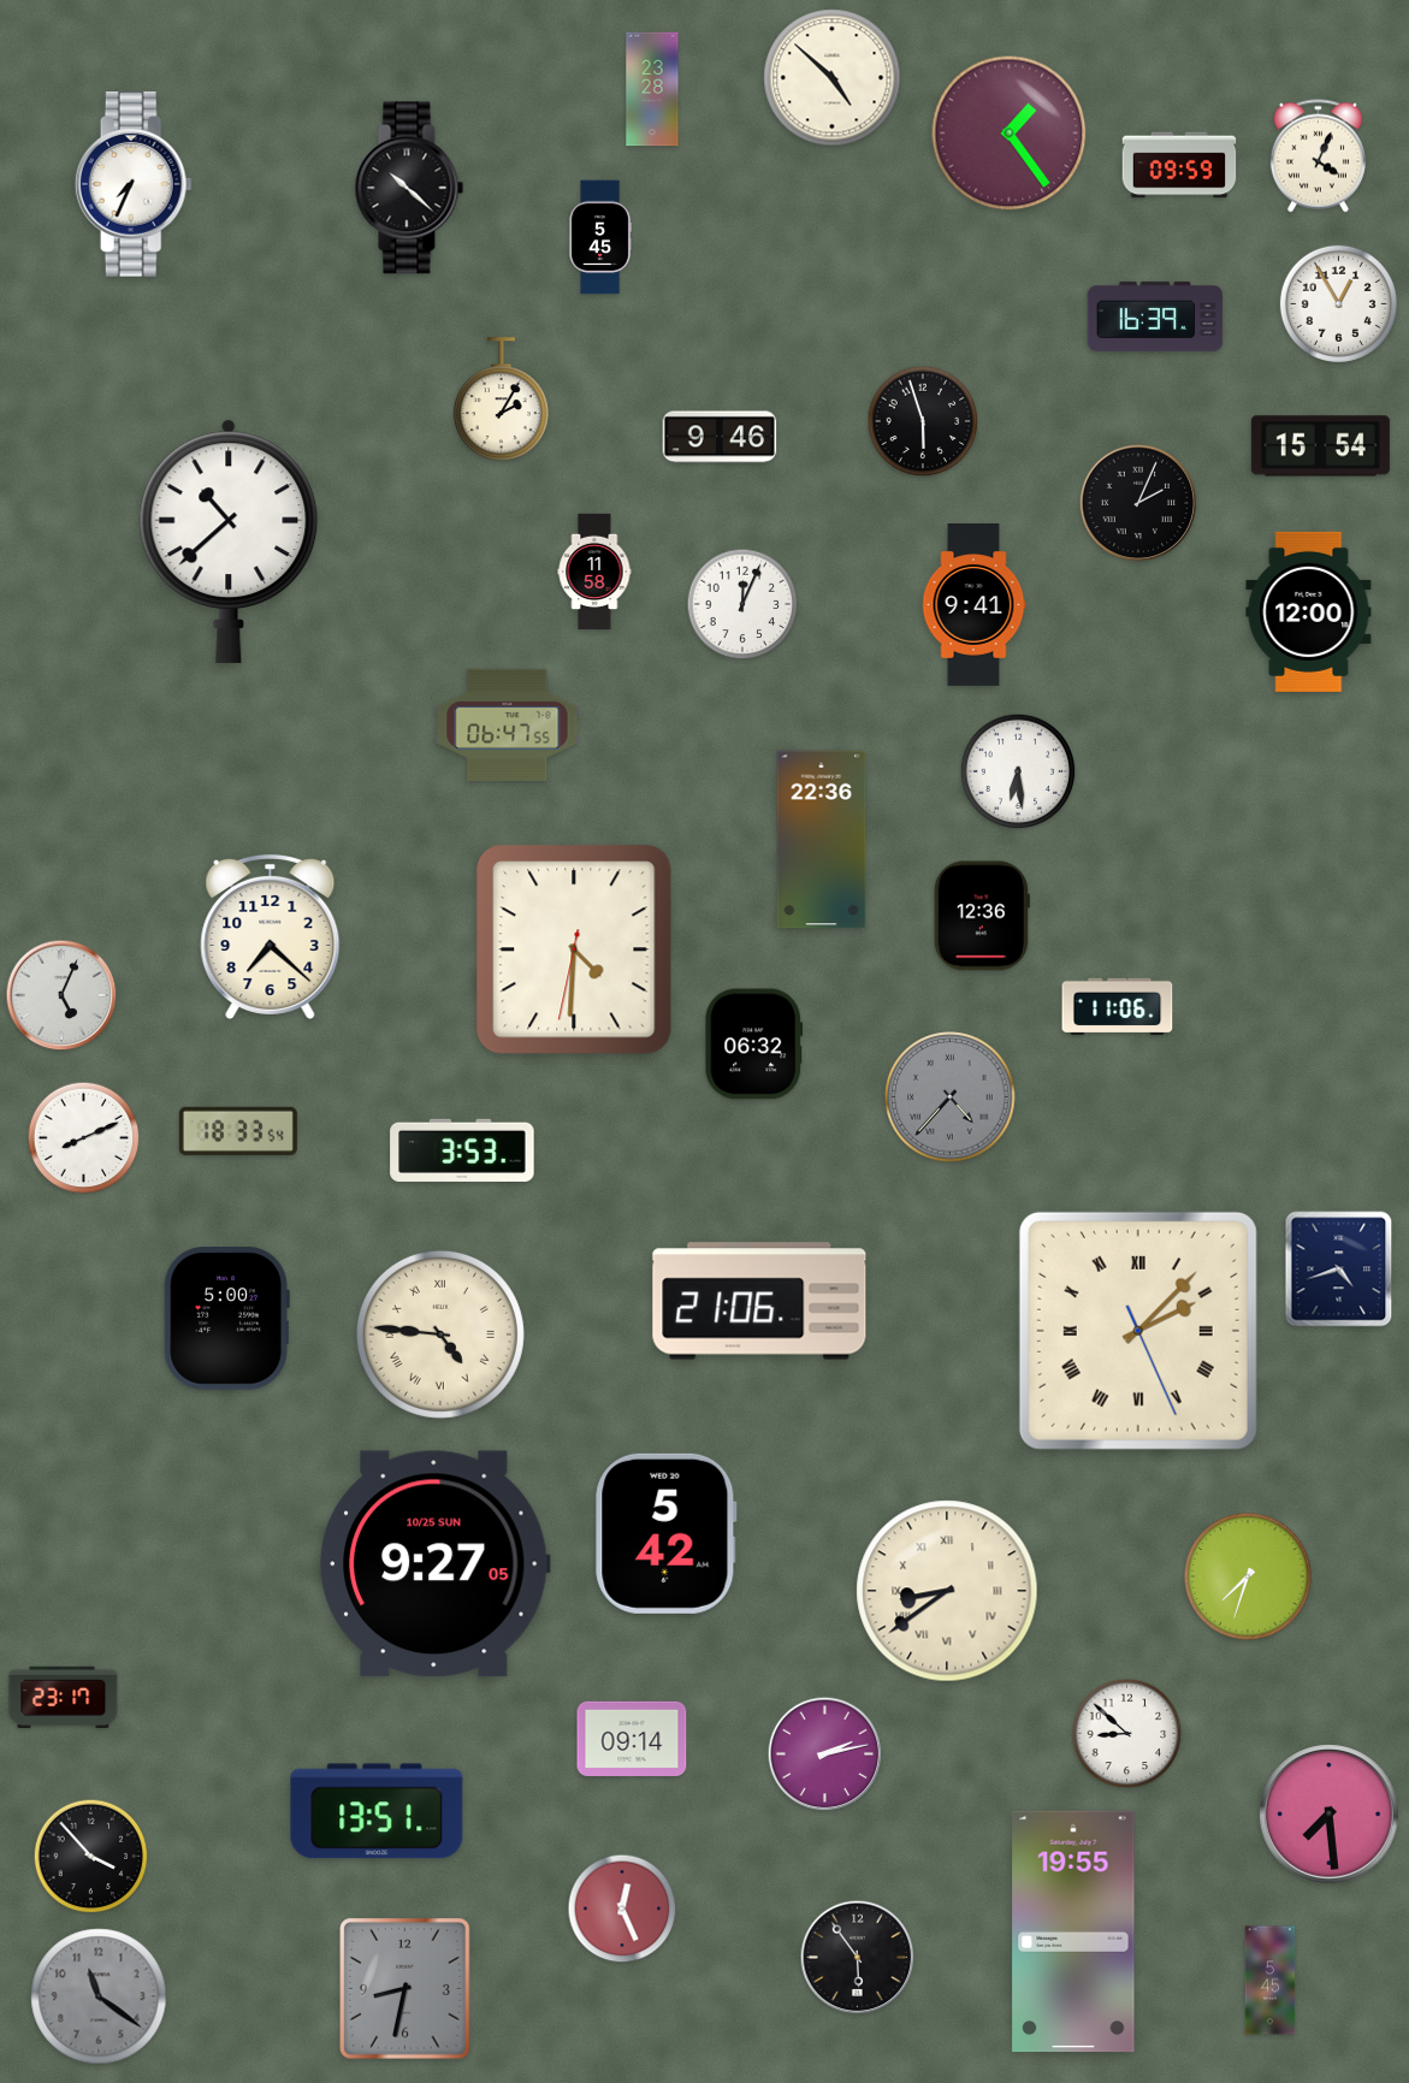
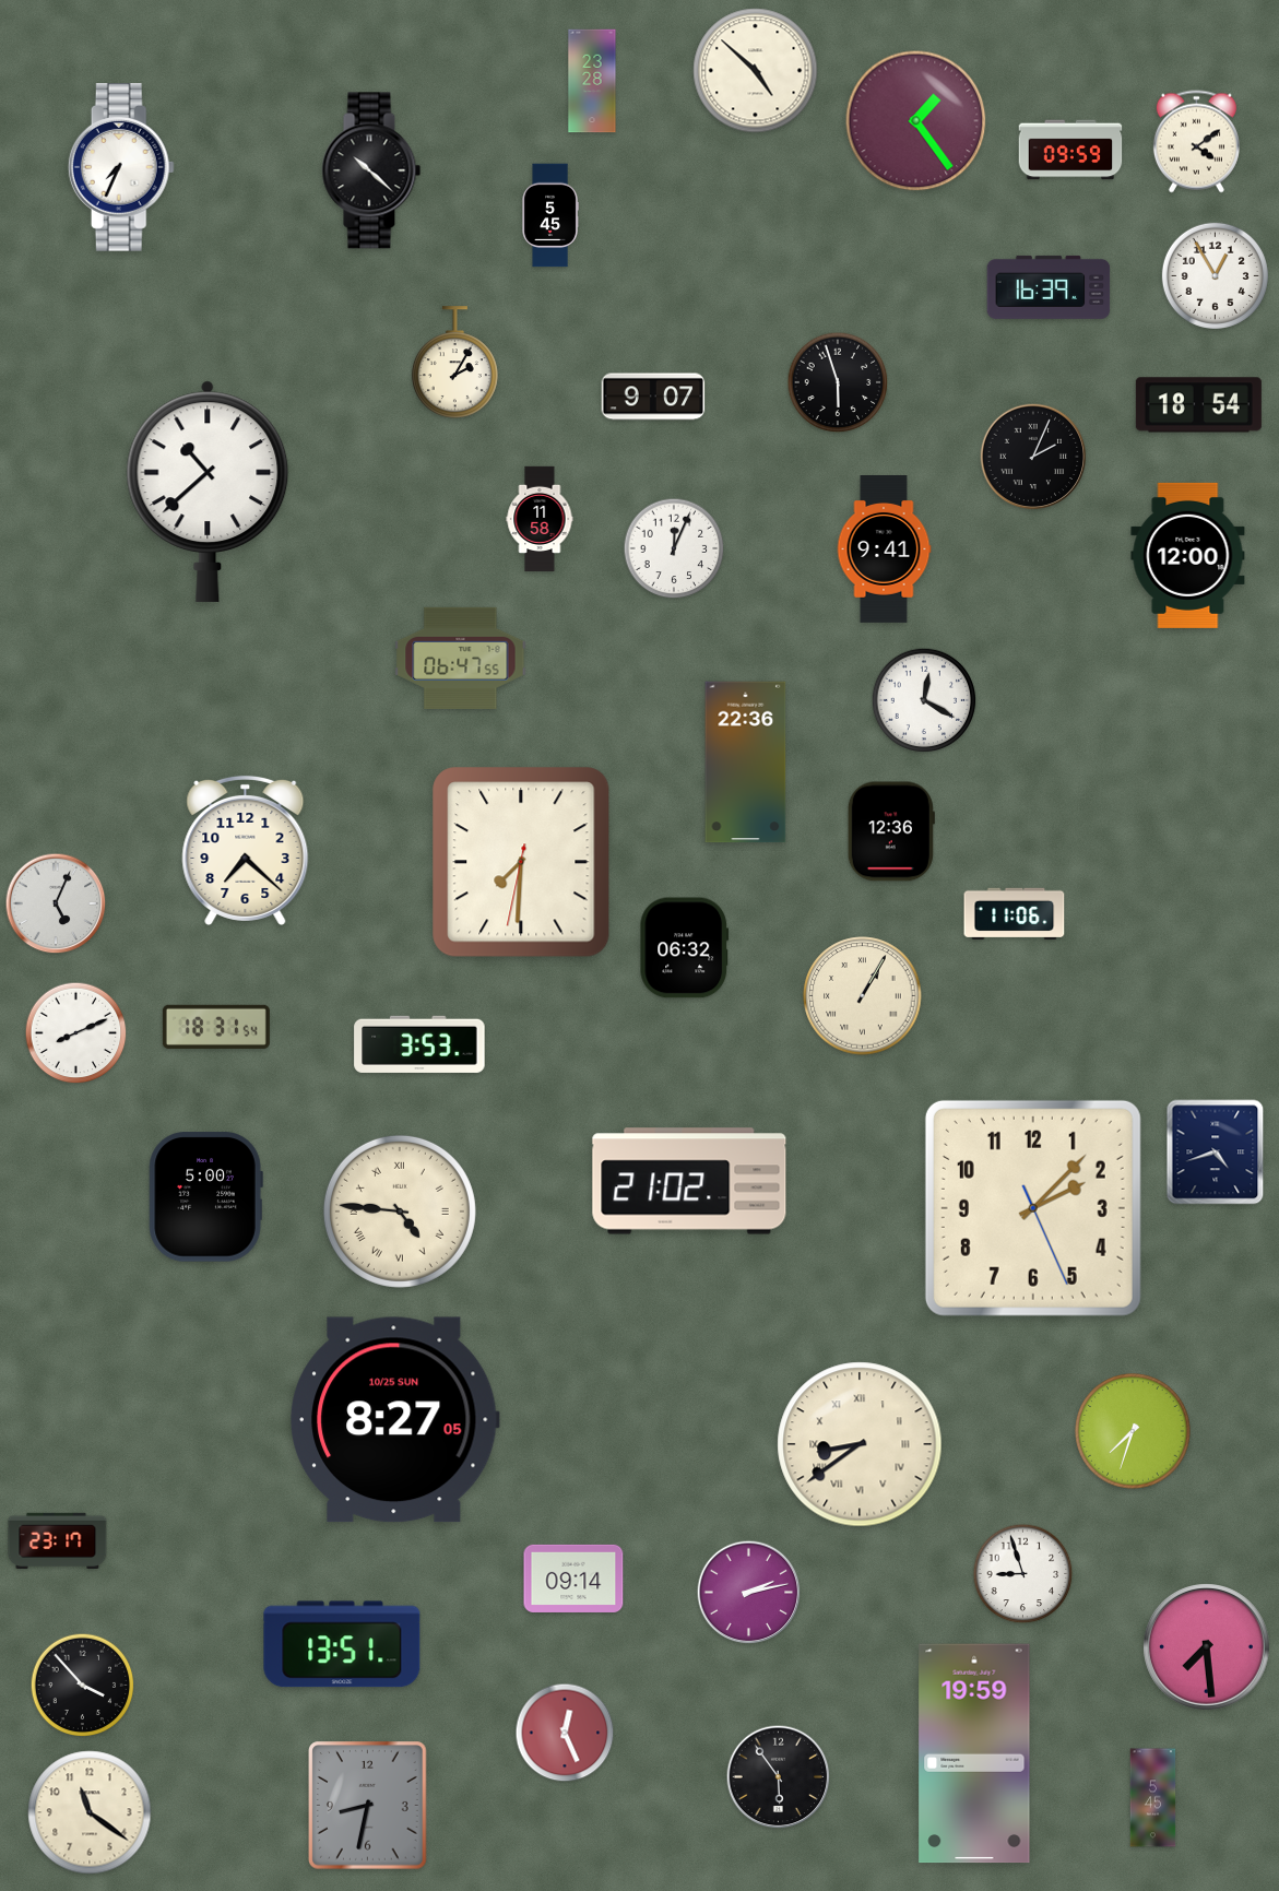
clock at (1318, 156): 4:04 -> 4:09
clock at (600, 237) position: (600, 237) -> (550, 215)
clock at (720, 437): 9:46 -> 9:07
clock at (1320, 446): 15:54 -> 18:54
clock at (1018, 771): 6:29 -> 12:20
clock at (574, 949): 4:30 -> 7:30
clock at (951, 1097): 4:37 -> 1:05
clock at (951, 1097) dial: grey -> cream
clock at (238, 1131): 18:33 -> 18:31
clock at (759, 1301): 21:06 -> 21:02
clock at (1138, 1331) numerals: Roman -> Arabic
clock at (667, 1533): 5:42 -> none
clock at (434, 1564): 9:27 -> 8:27
clock at (1127, 1734): 8:52 -> 8:57
clock at (1073, 1931): 19:55 -> 19:59
clock at (99, 1996) dial: grey -> cream
